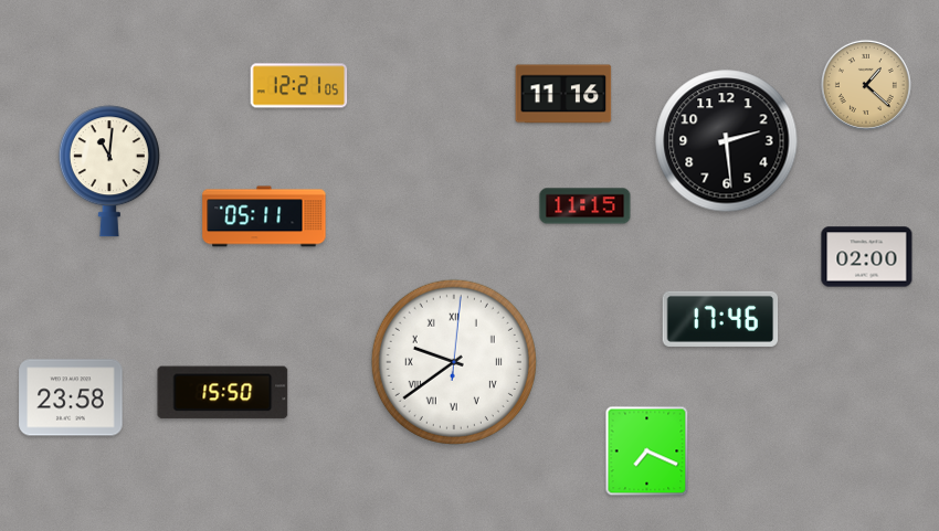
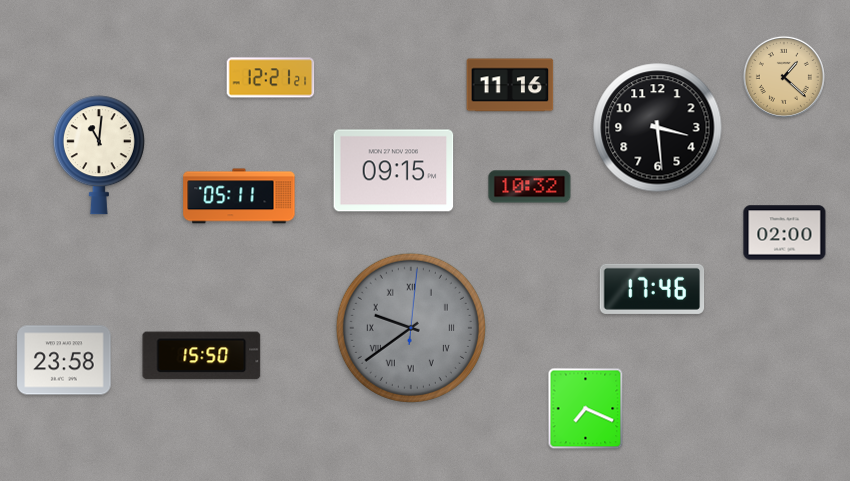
clock at (299, 86): 12:21:05 -> 12:21:21
clock at (727, 141): 2:29 -> 3:29
clock at (394, 171): none -> 09:15
clock at (585, 206): 11:15 -> 10:32
clock at (454, 362) dial: white -> grey
